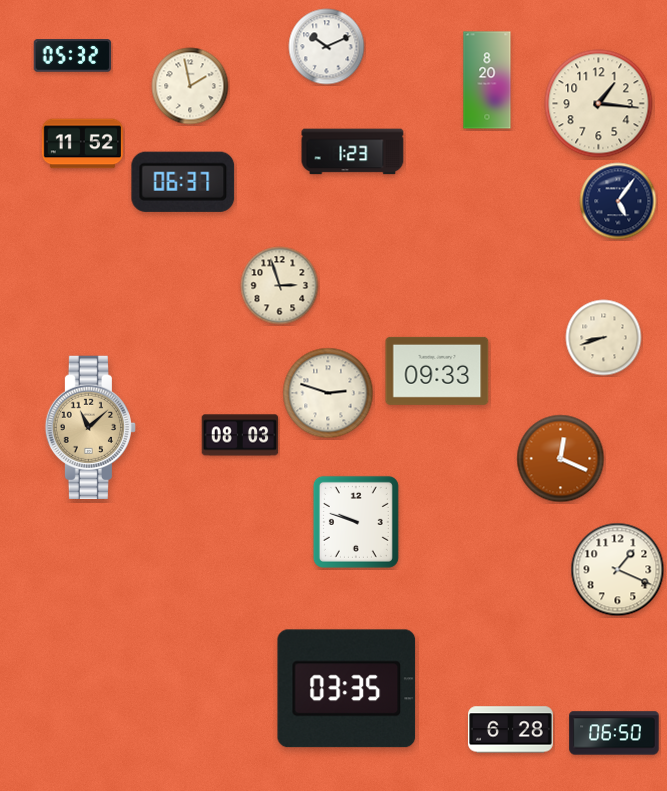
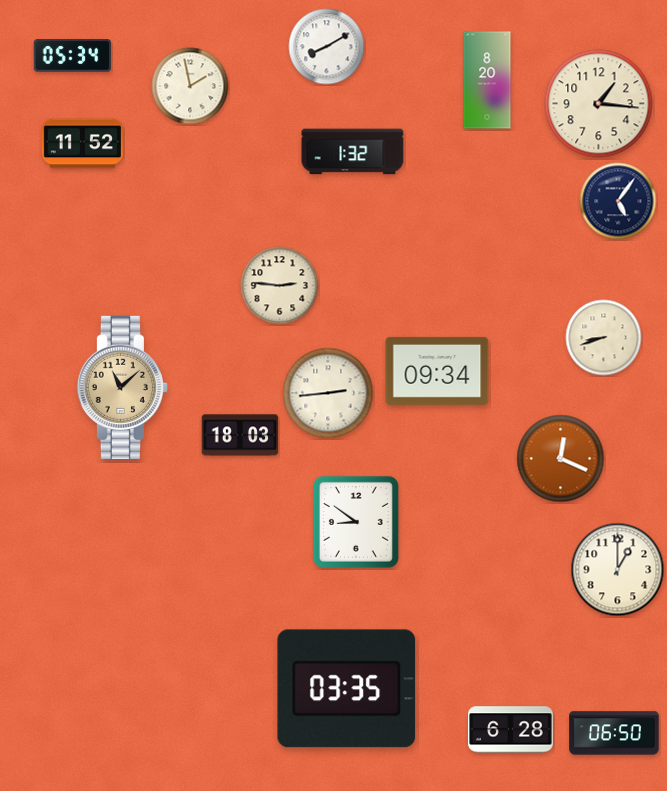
clock at (327, 47): 10:11 -> 8:10
clock at (73, 56): 05:32 -> 05:34
clock at (353, 152): 1:23 -> 1:32
clock at (183, 182): 06:37 -> none
clock at (280, 286): 2:57 -> 2:46
clock at (437, 371): 09:33 -> 09:34
clock at (328, 393): 2:48 -> 2:44
clock at (90, 427) position: (90, 427) -> (122, 387)
clock at (240, 435): 08:03 -> 18:03
clock at (356, 522): 9:48 -> 8:51
clock at (618, 570): 1:19 -> 1:00
